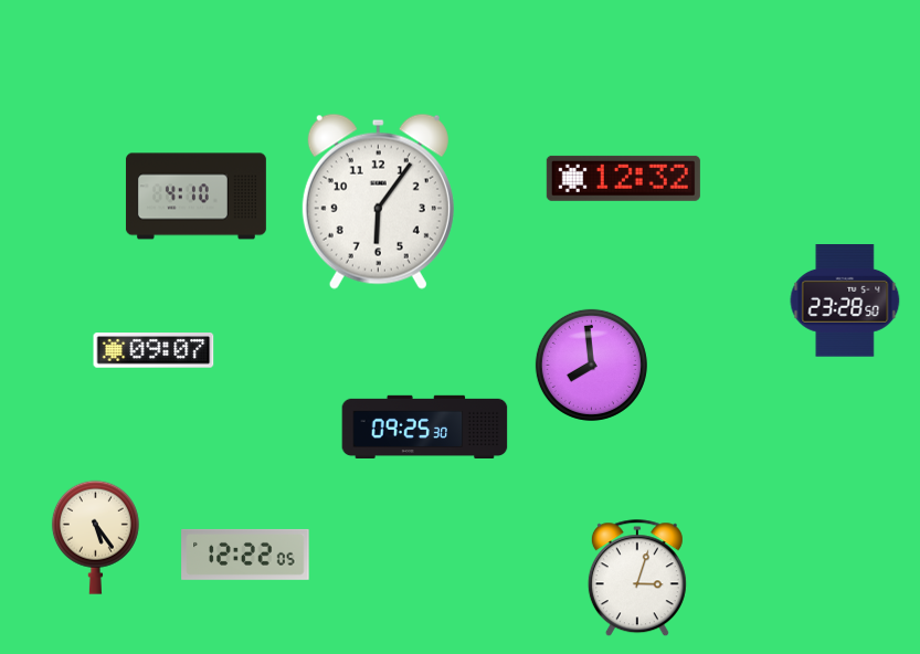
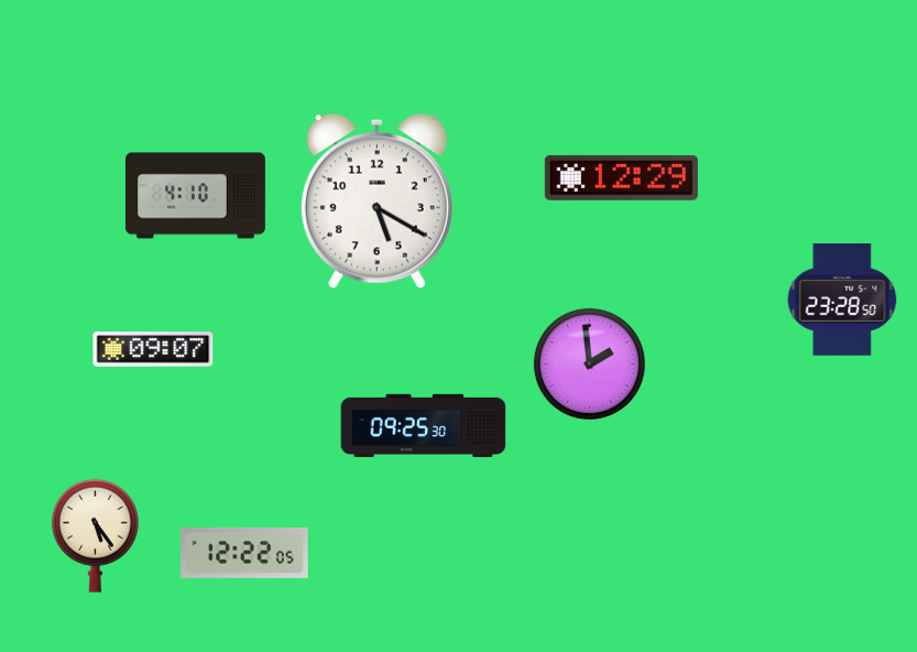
clock at (623, 178): 12:32 -> 12:29
clock at (378, 201): 6:06 -> 5:20
clock at (591, 365): 7:59 -> 1:59
clock at (637, 579): 3:03 -> none
